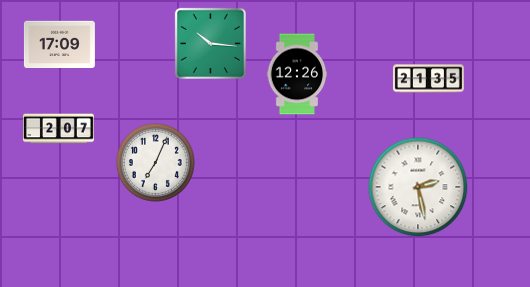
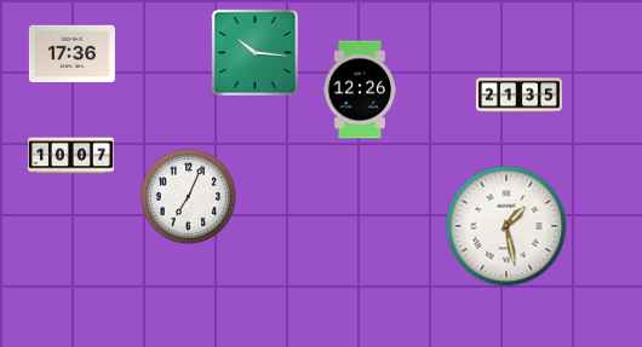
clock at (59, 44): 17:09 -> 17:36
clock at (58, 129): 2:07 -> 10:07
clock at (418, 187): 2:28 -> 1:28
